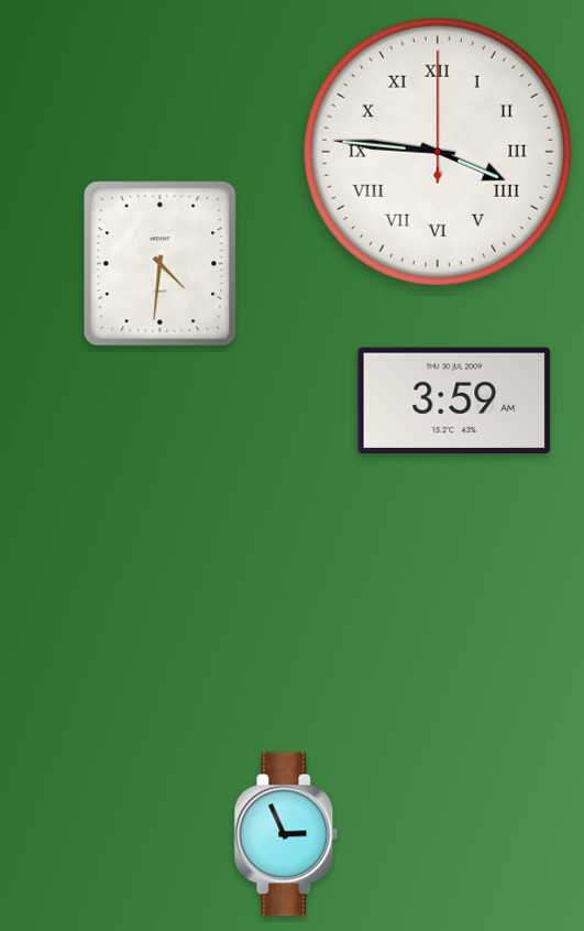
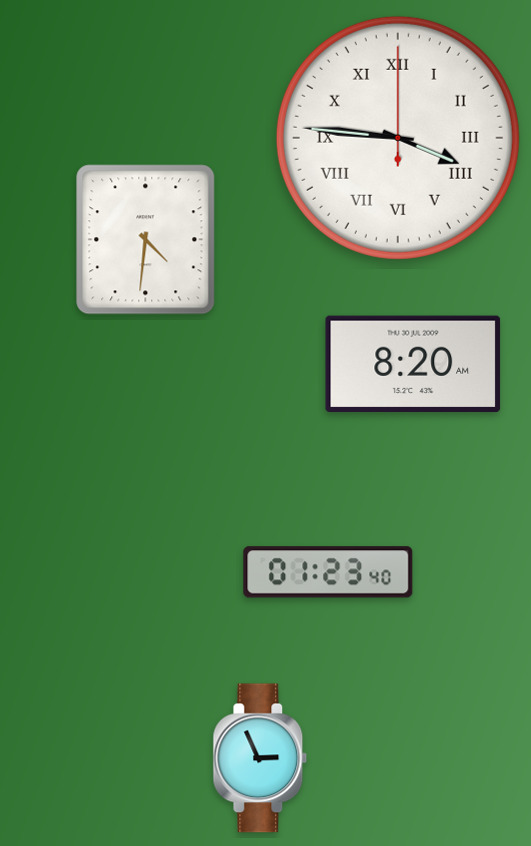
clock at (454, 399): 3:59 -> 8:20
clock at (328, 572): none -> 01:23
